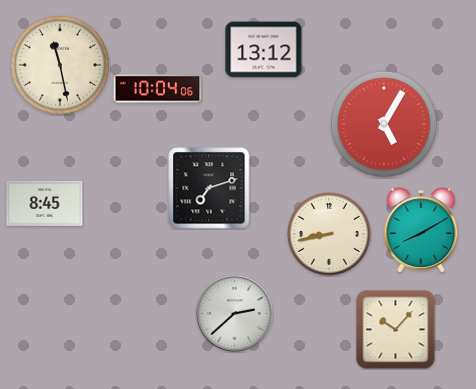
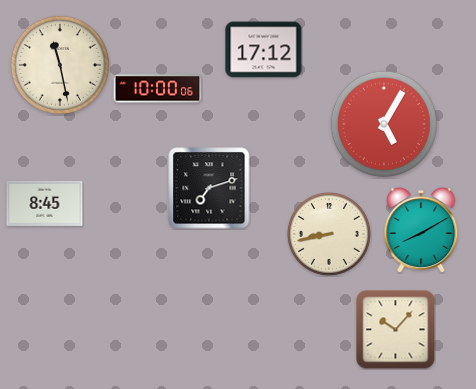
clock at (264, 50): 13:12 -> 17:12
clock at (158, 89): 10:04 -> 10:00
clock at (235, 314): 2:38 -> none
